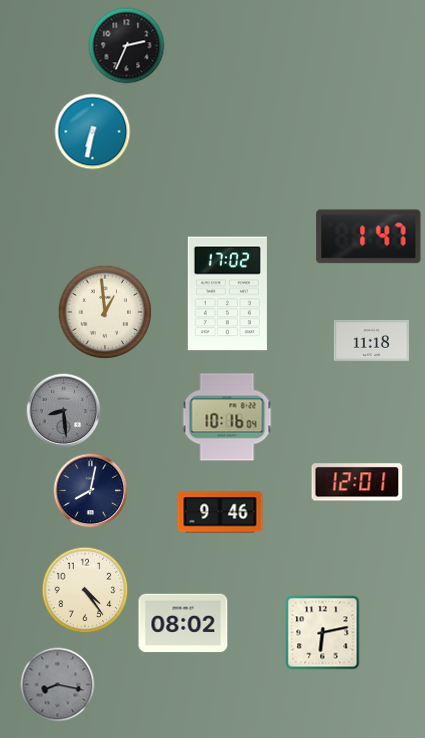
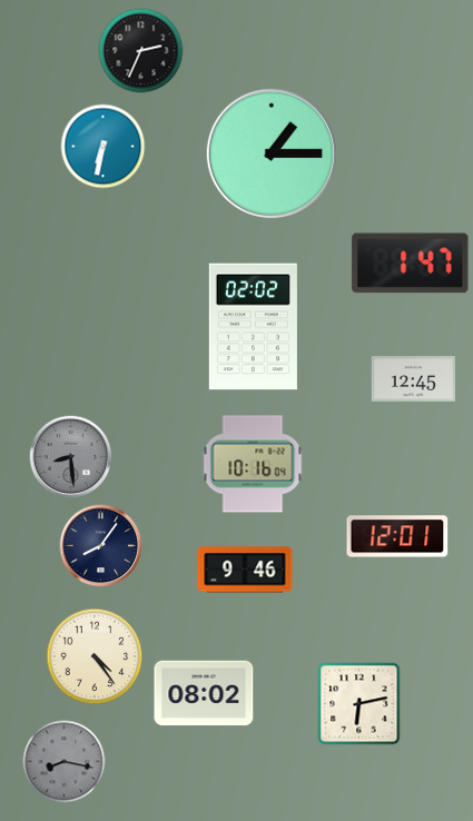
clock at (272, 154): none -> 1:15
clock at (227, 294): 17:02 -> 02:02
clock at (105, 312): 12:59 -> none
clock at (371, 340): 11:18 -> 12:45
clock at (91, 491): 8:02 -> 8:06
